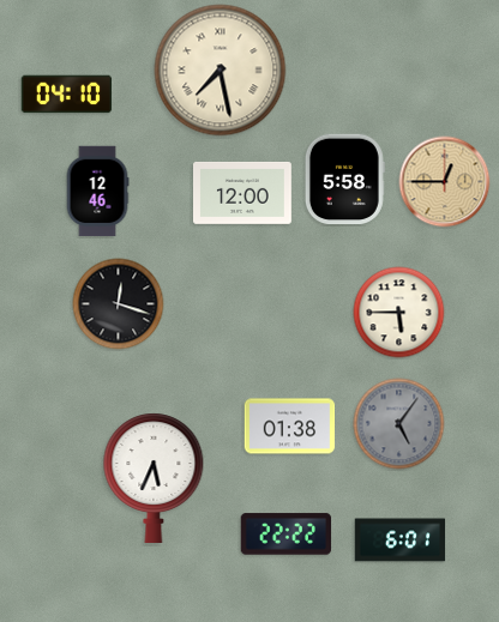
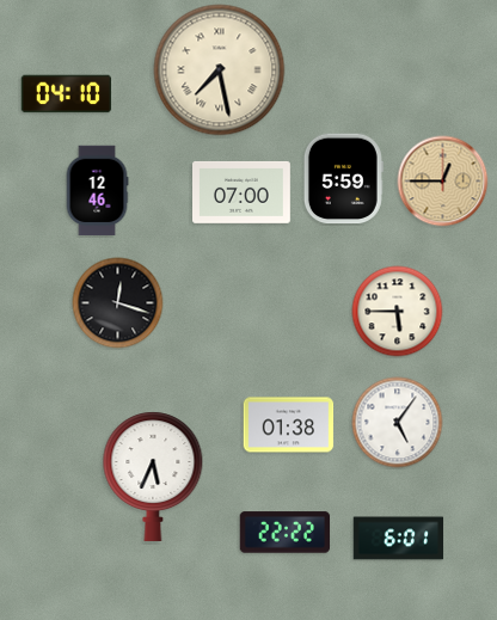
clock at (344, 180): 5:58 -> 5:59
clock at (244, 193): 12:00 -> 07:00
clock at (399, 424) dial: grey -> white
